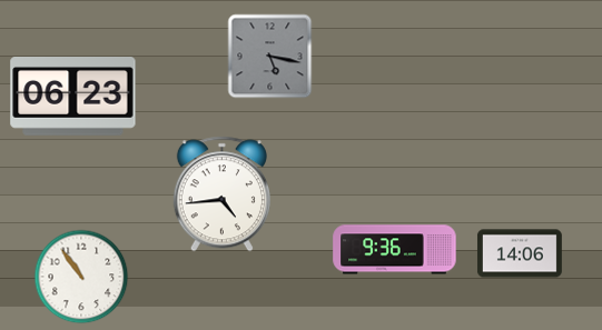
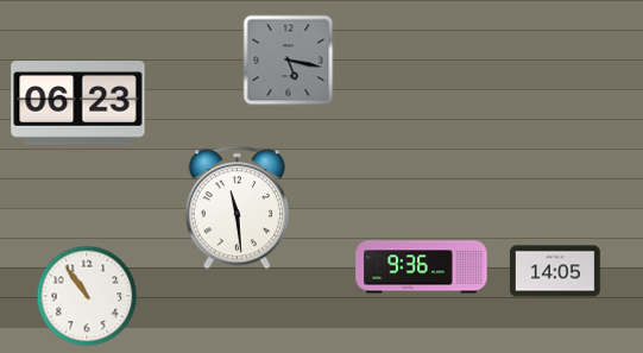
clock at (221, 194): 4:44 -> 11:29
clock at (520, 253): 14:06 -> 14:05
